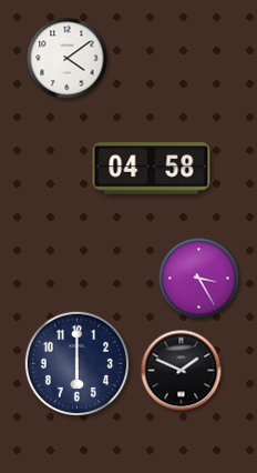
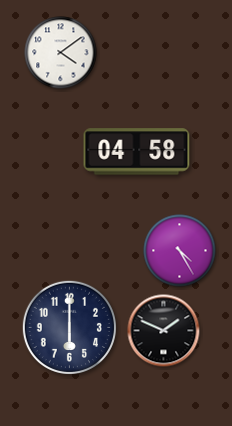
clock at (199, 279): 3:25 -> 4:25
clock at (182, 371) position: (182, 371) -> (164, 331)
